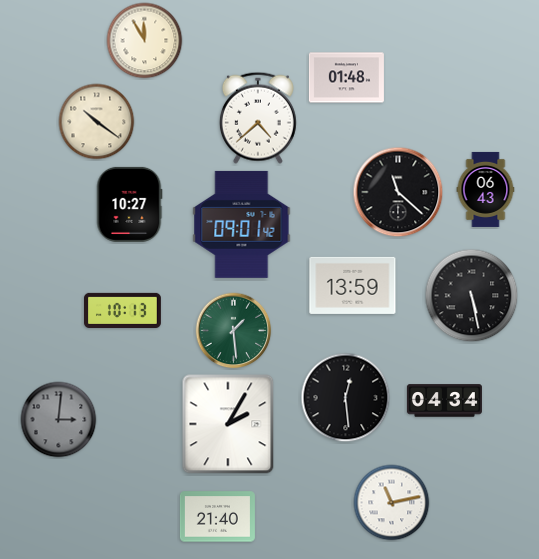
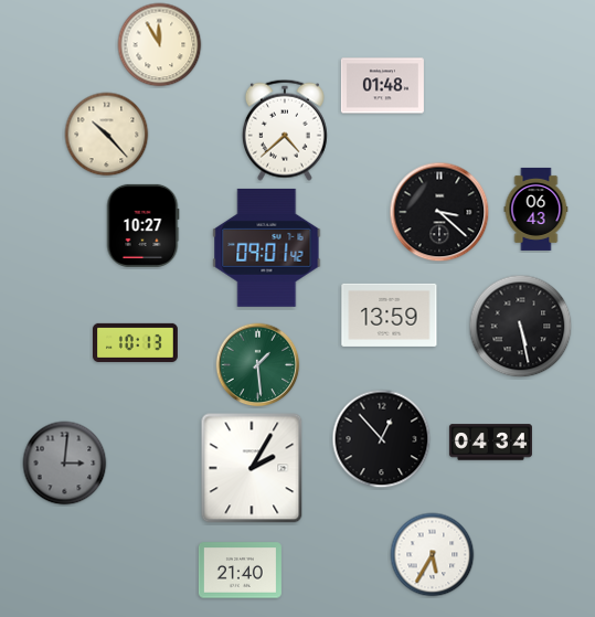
clock at (97, 122): 10:21 -> 10:23
clock at (398, 192): 11:22 -> 3:22
clock at (346, 398): 12:29 -> 12:53
clock at (392, 503): 11:13 -> 5:35
